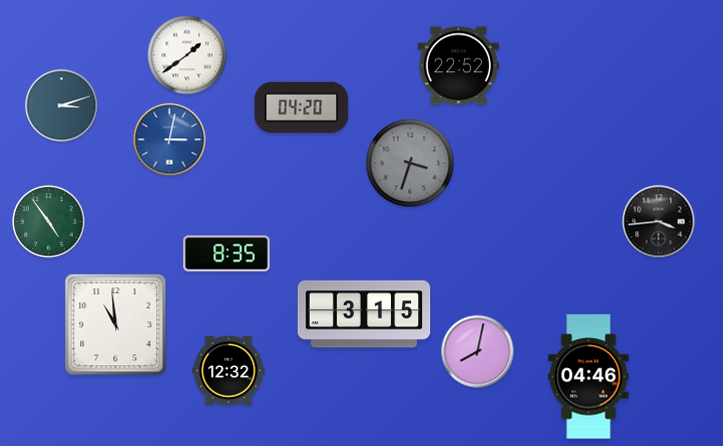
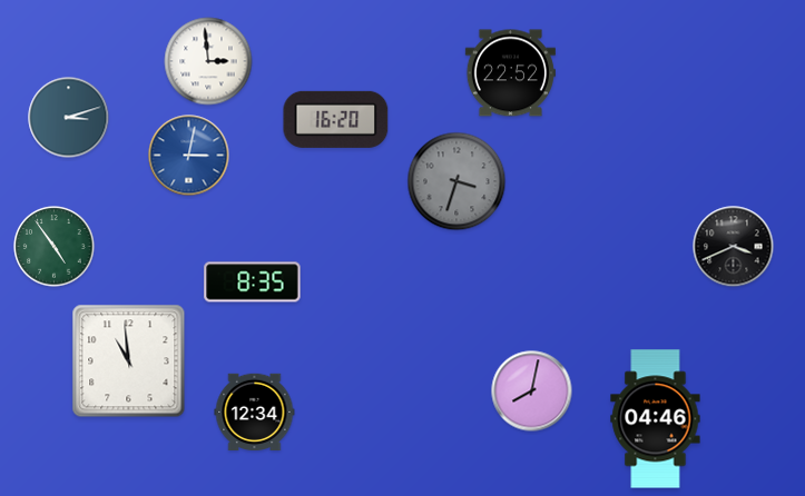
clock at (187, 55): 1:39 -> 2:59
clock at (302, 107): 04:20 -> 16:20
clock at (659, 222): 3:44 -> 3:41
clock at (364, 314): 3:15 -> none
clock at (229, 370): 12:32 -> 12:34
